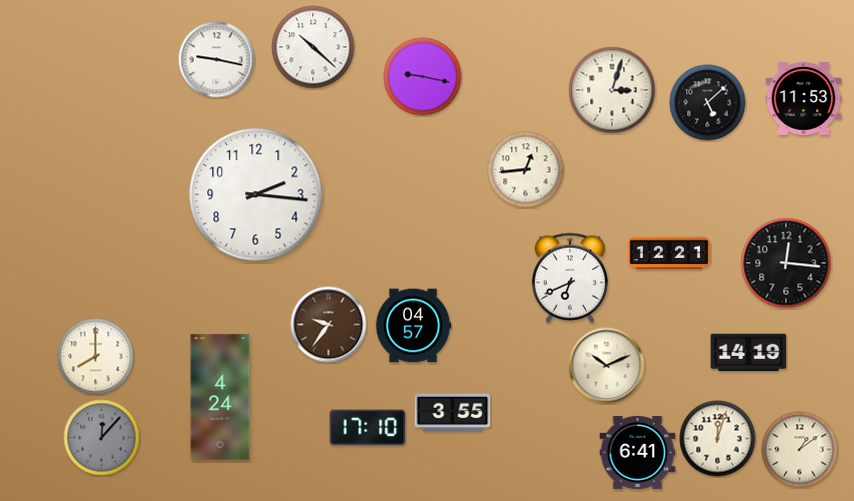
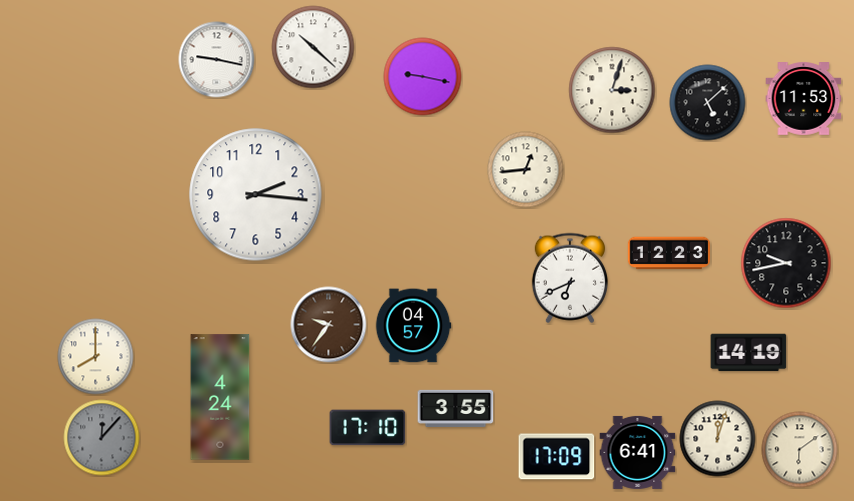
clock at (668, 253): 12:21 -> 12:23
clock at (786, 263): 12:16 -> 9:43
clock at (607, 366): 10:11 -> none
clock at (453, 412) position: (453, 412) -> (456, 408)
clock at (800, 450): 1:09 -> 6:09
clock at (557, 457): none -> 17:09
